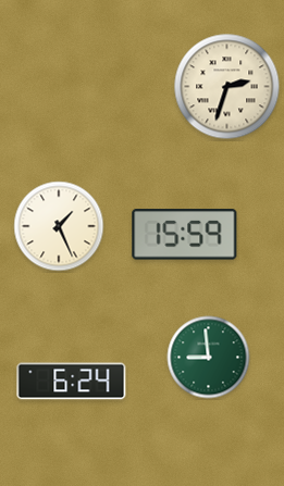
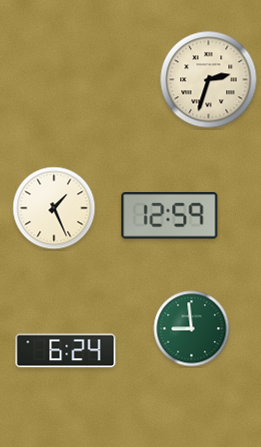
clock at (185, 235): 15:59 -> 12:59
